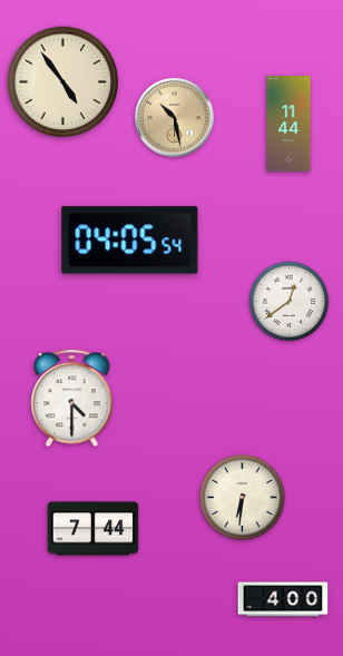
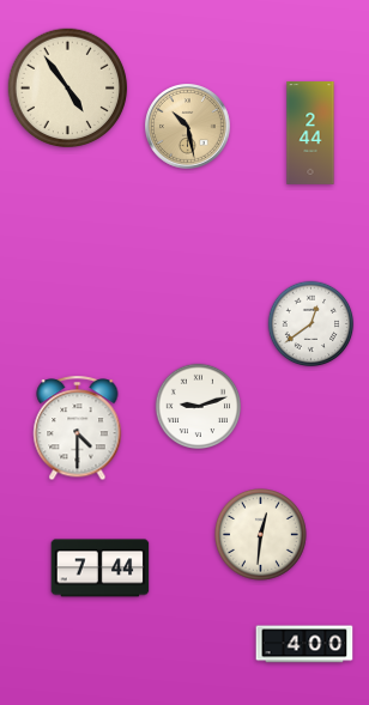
clock at (288, 125): 11:44 -> 2:44
clock at (130, 241): 04:05 -> none
clock at (199, 407): none -> 9:12
clock at (243, 498): 6:31 -> 12:31
